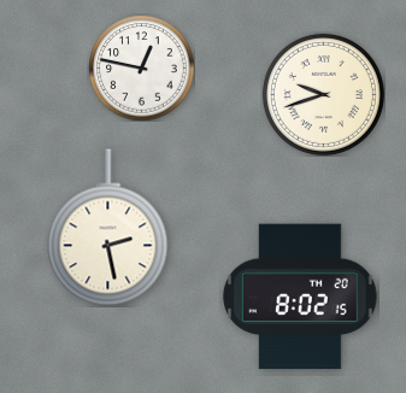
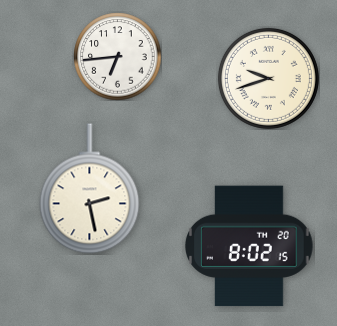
clock at (141, 68): 12:47 -> 6:44
